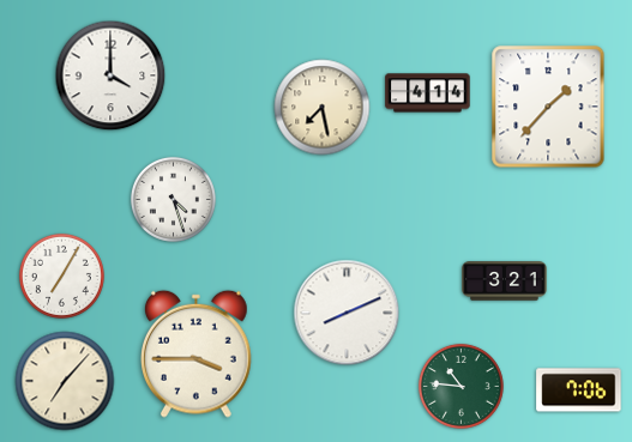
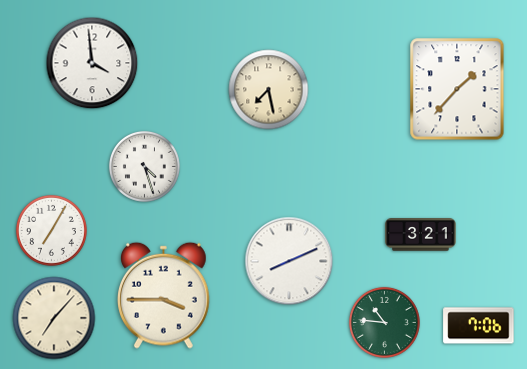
clock at (110, 75): 4:00 -> 3:59
clock at (428, 93): 4:14 -> none
clock at (579, 390) position: (579, 390) -> (479, 326)
